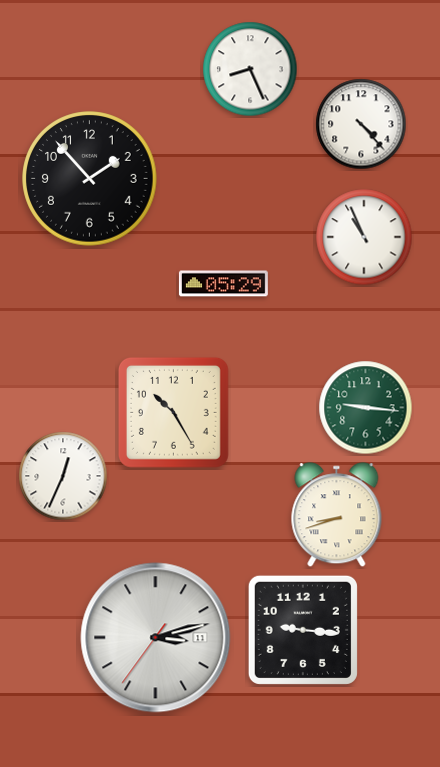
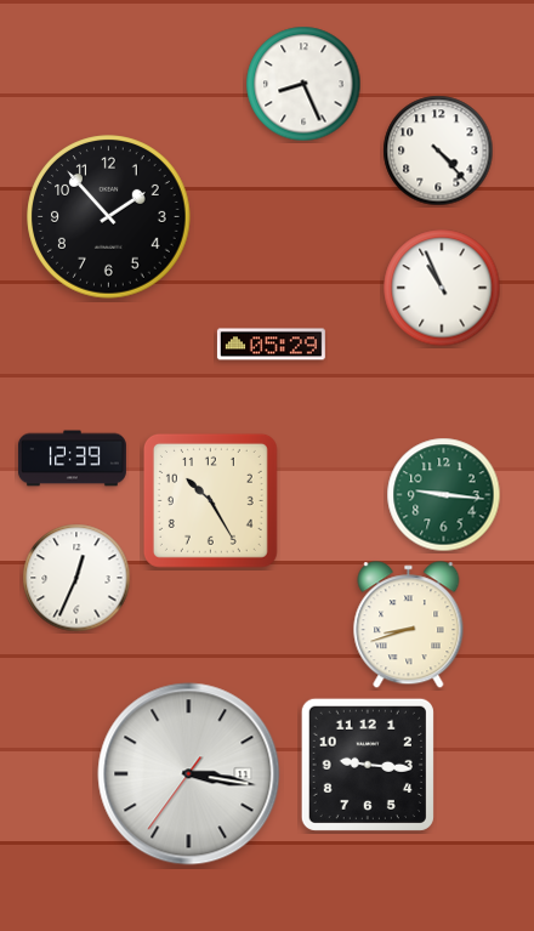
clock at (72, 459): none -> 12:39
clock at (156, 638): 3:12 -> 3:16
